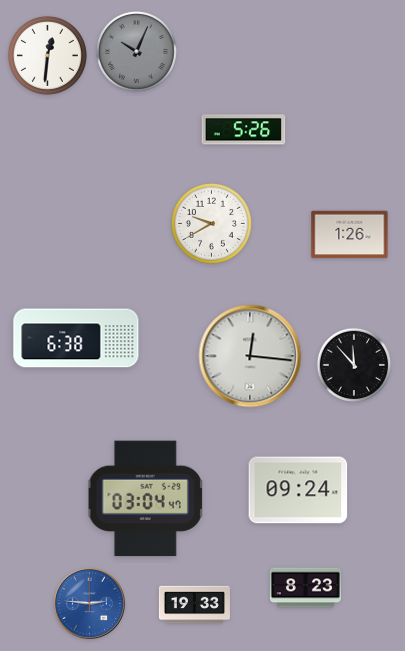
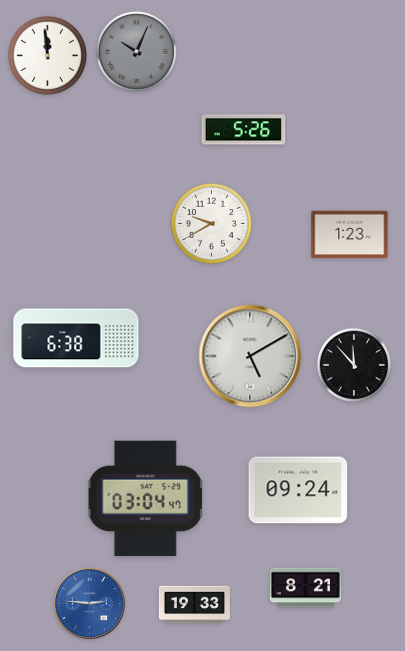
clock at (47, 55): 12:31 -> 11:59
clock at (350, 235): 1:26 -> 1:23
clock at (250, 356): 12:16 -> 5:10
clock at (305, 588): 8:23 -> 8:21
